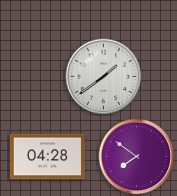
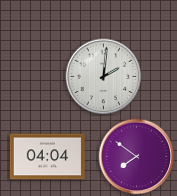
clock at (104, 77): 1:39 -> 2:01
clock at (47, 157): 04:28 -> 04:04
